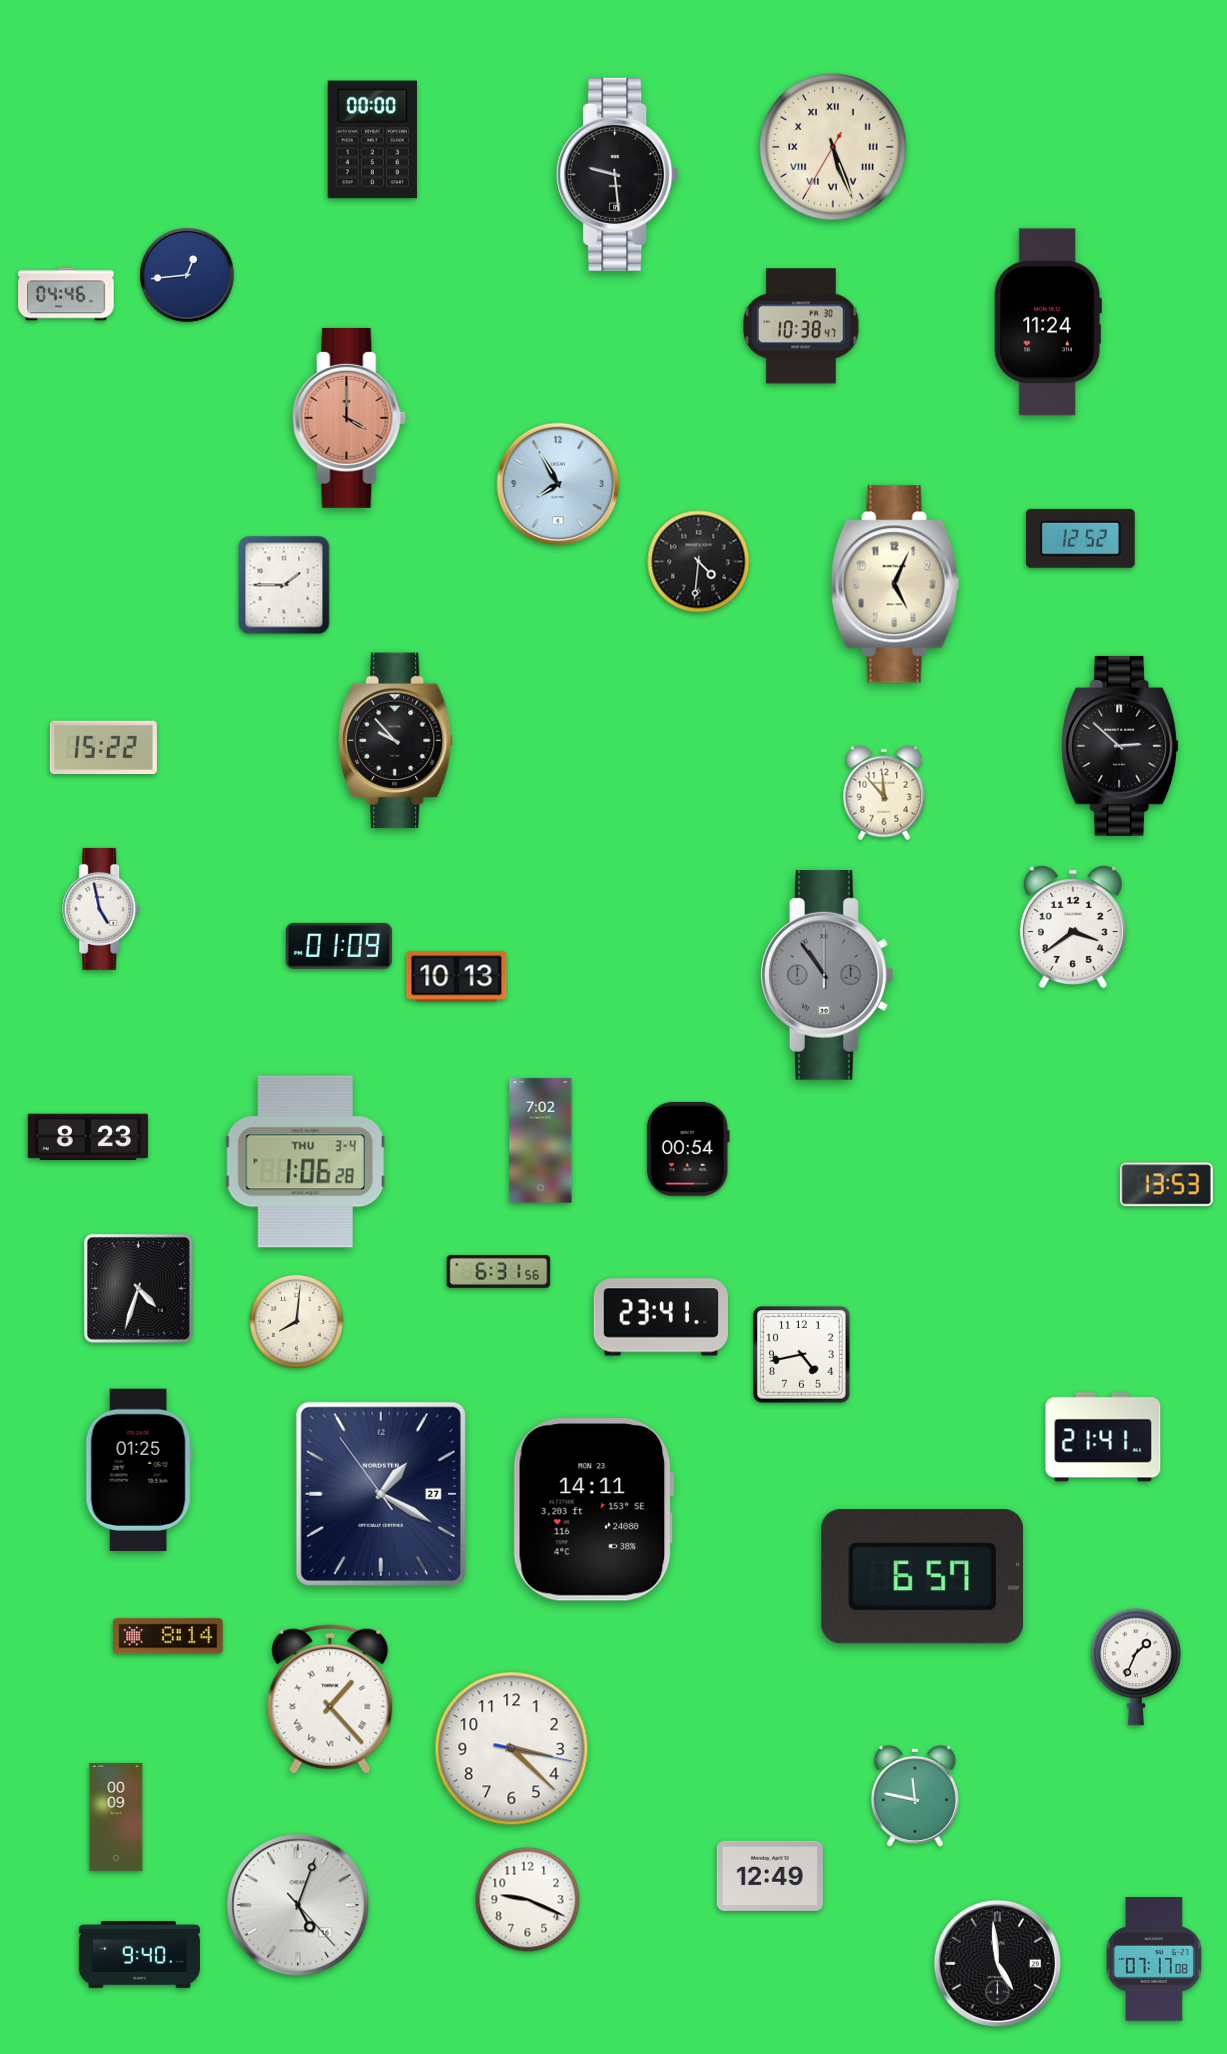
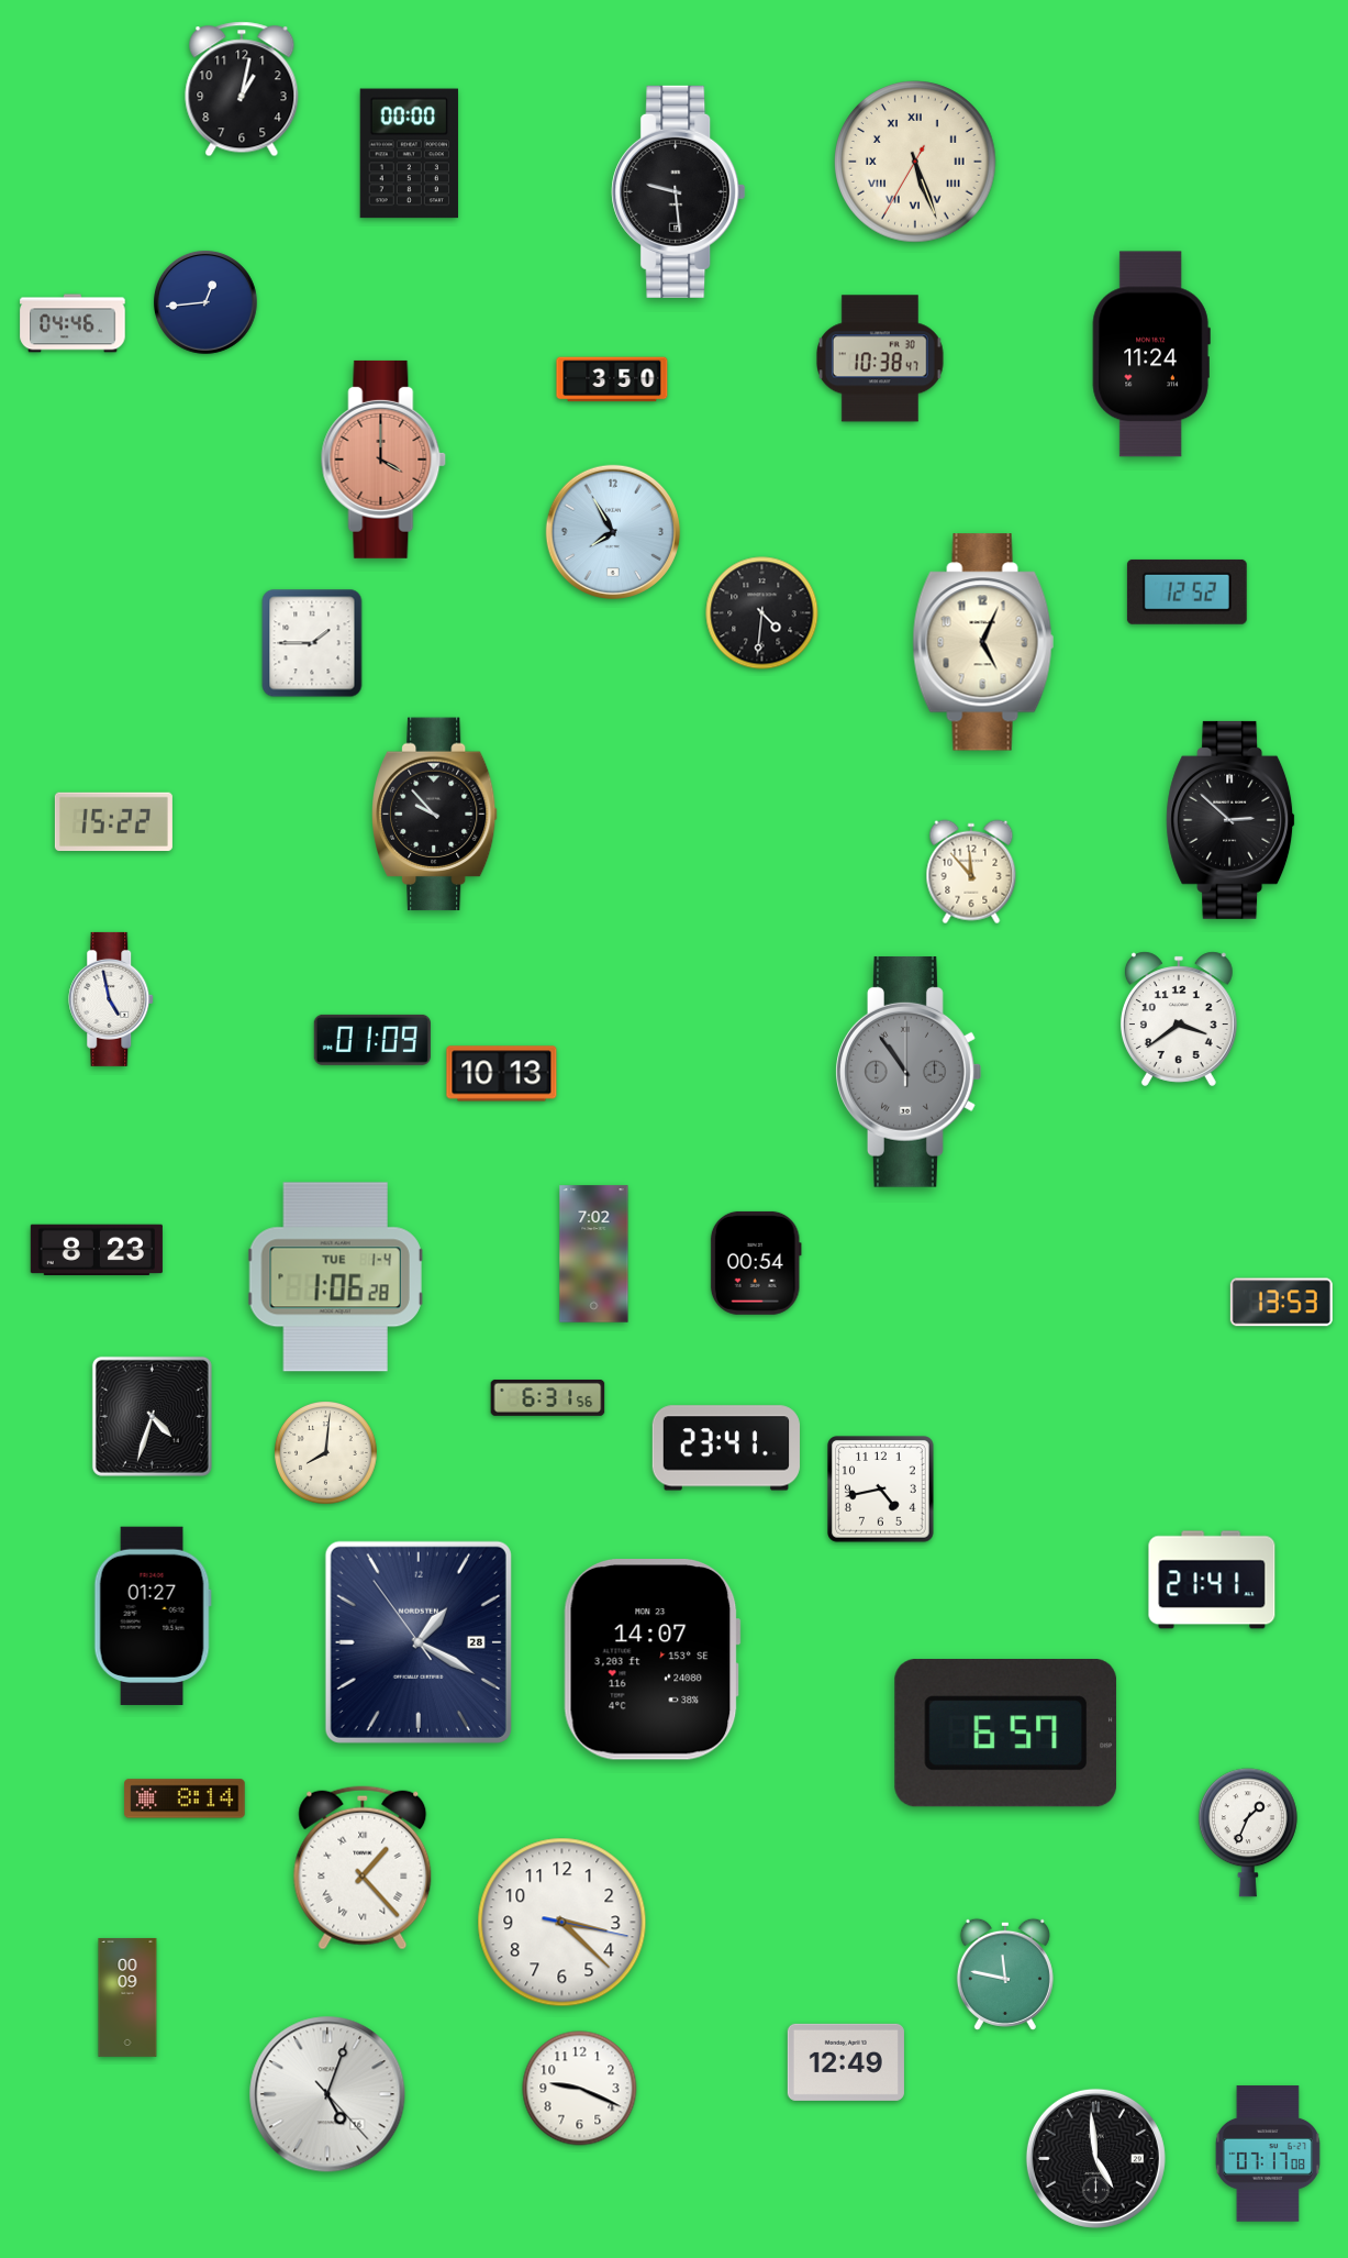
clock at (242, 89): none -> 1:02
clock at (612, 379): none -> 3:50
clock at (699, 562) position: (699, 562) -> (762, 613)
clock at (305, 1162) date: THU 3-4 -> TUE 1-4
clock at (139, 1470): 01:25 -> 01:27
clock at (381, 1494) date: 27 -> 28
clock at (593, 1510): 14:11 -> 14:07
clock at (923, 1577) position: (923, 1577) -> (1006, 1734)
clock at (139, 1955): 9:40 -> none
